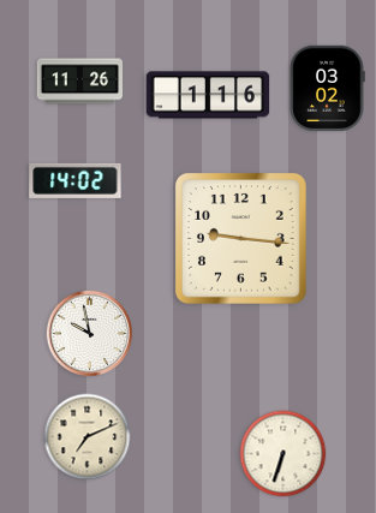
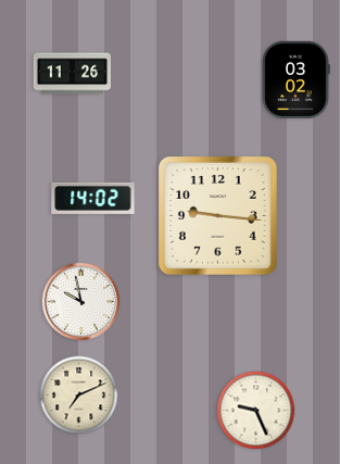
clock at (208, 95): 1:16 -> none
clock at (76, 180) position: (76, 180) -> (93, 198)
clock at (284, 454): 6:33 -> 9:26
